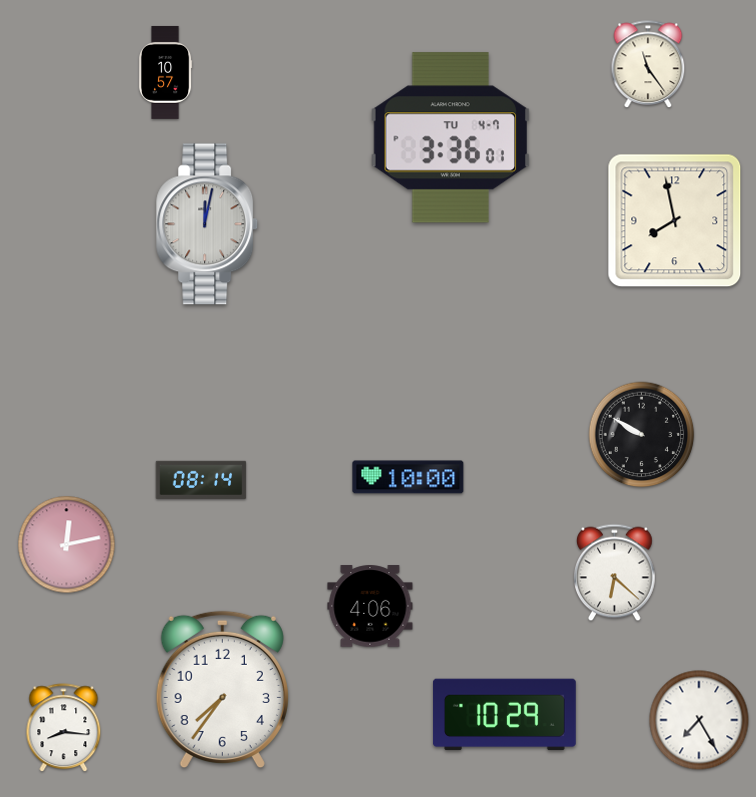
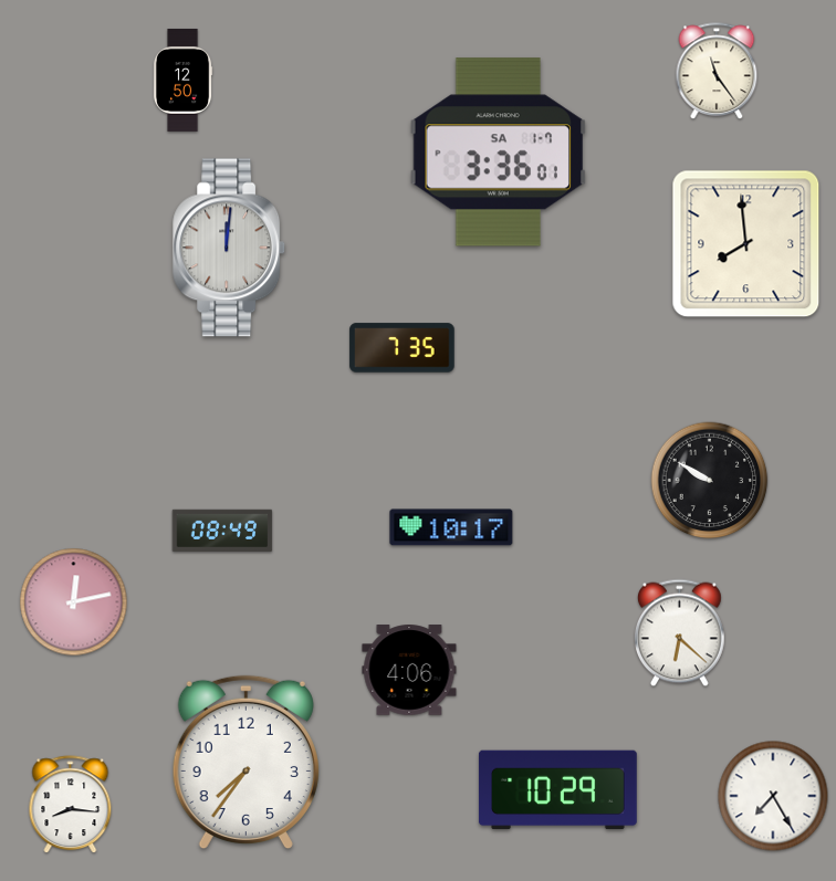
clock at (165, 72): 10:57 -> 12:50
clock at (450, 138) date: TU 4-7 -> SA 1-7
clock at (675, 221): 7:58 -> 7:59
clock at (208, 224): 12:02 -> 12:01
clock at (403, 348): none -> 7:35
clock at (408, 477): 10:00 -> 10:17
clock at (201, 480): 08:14 -> 08:49
